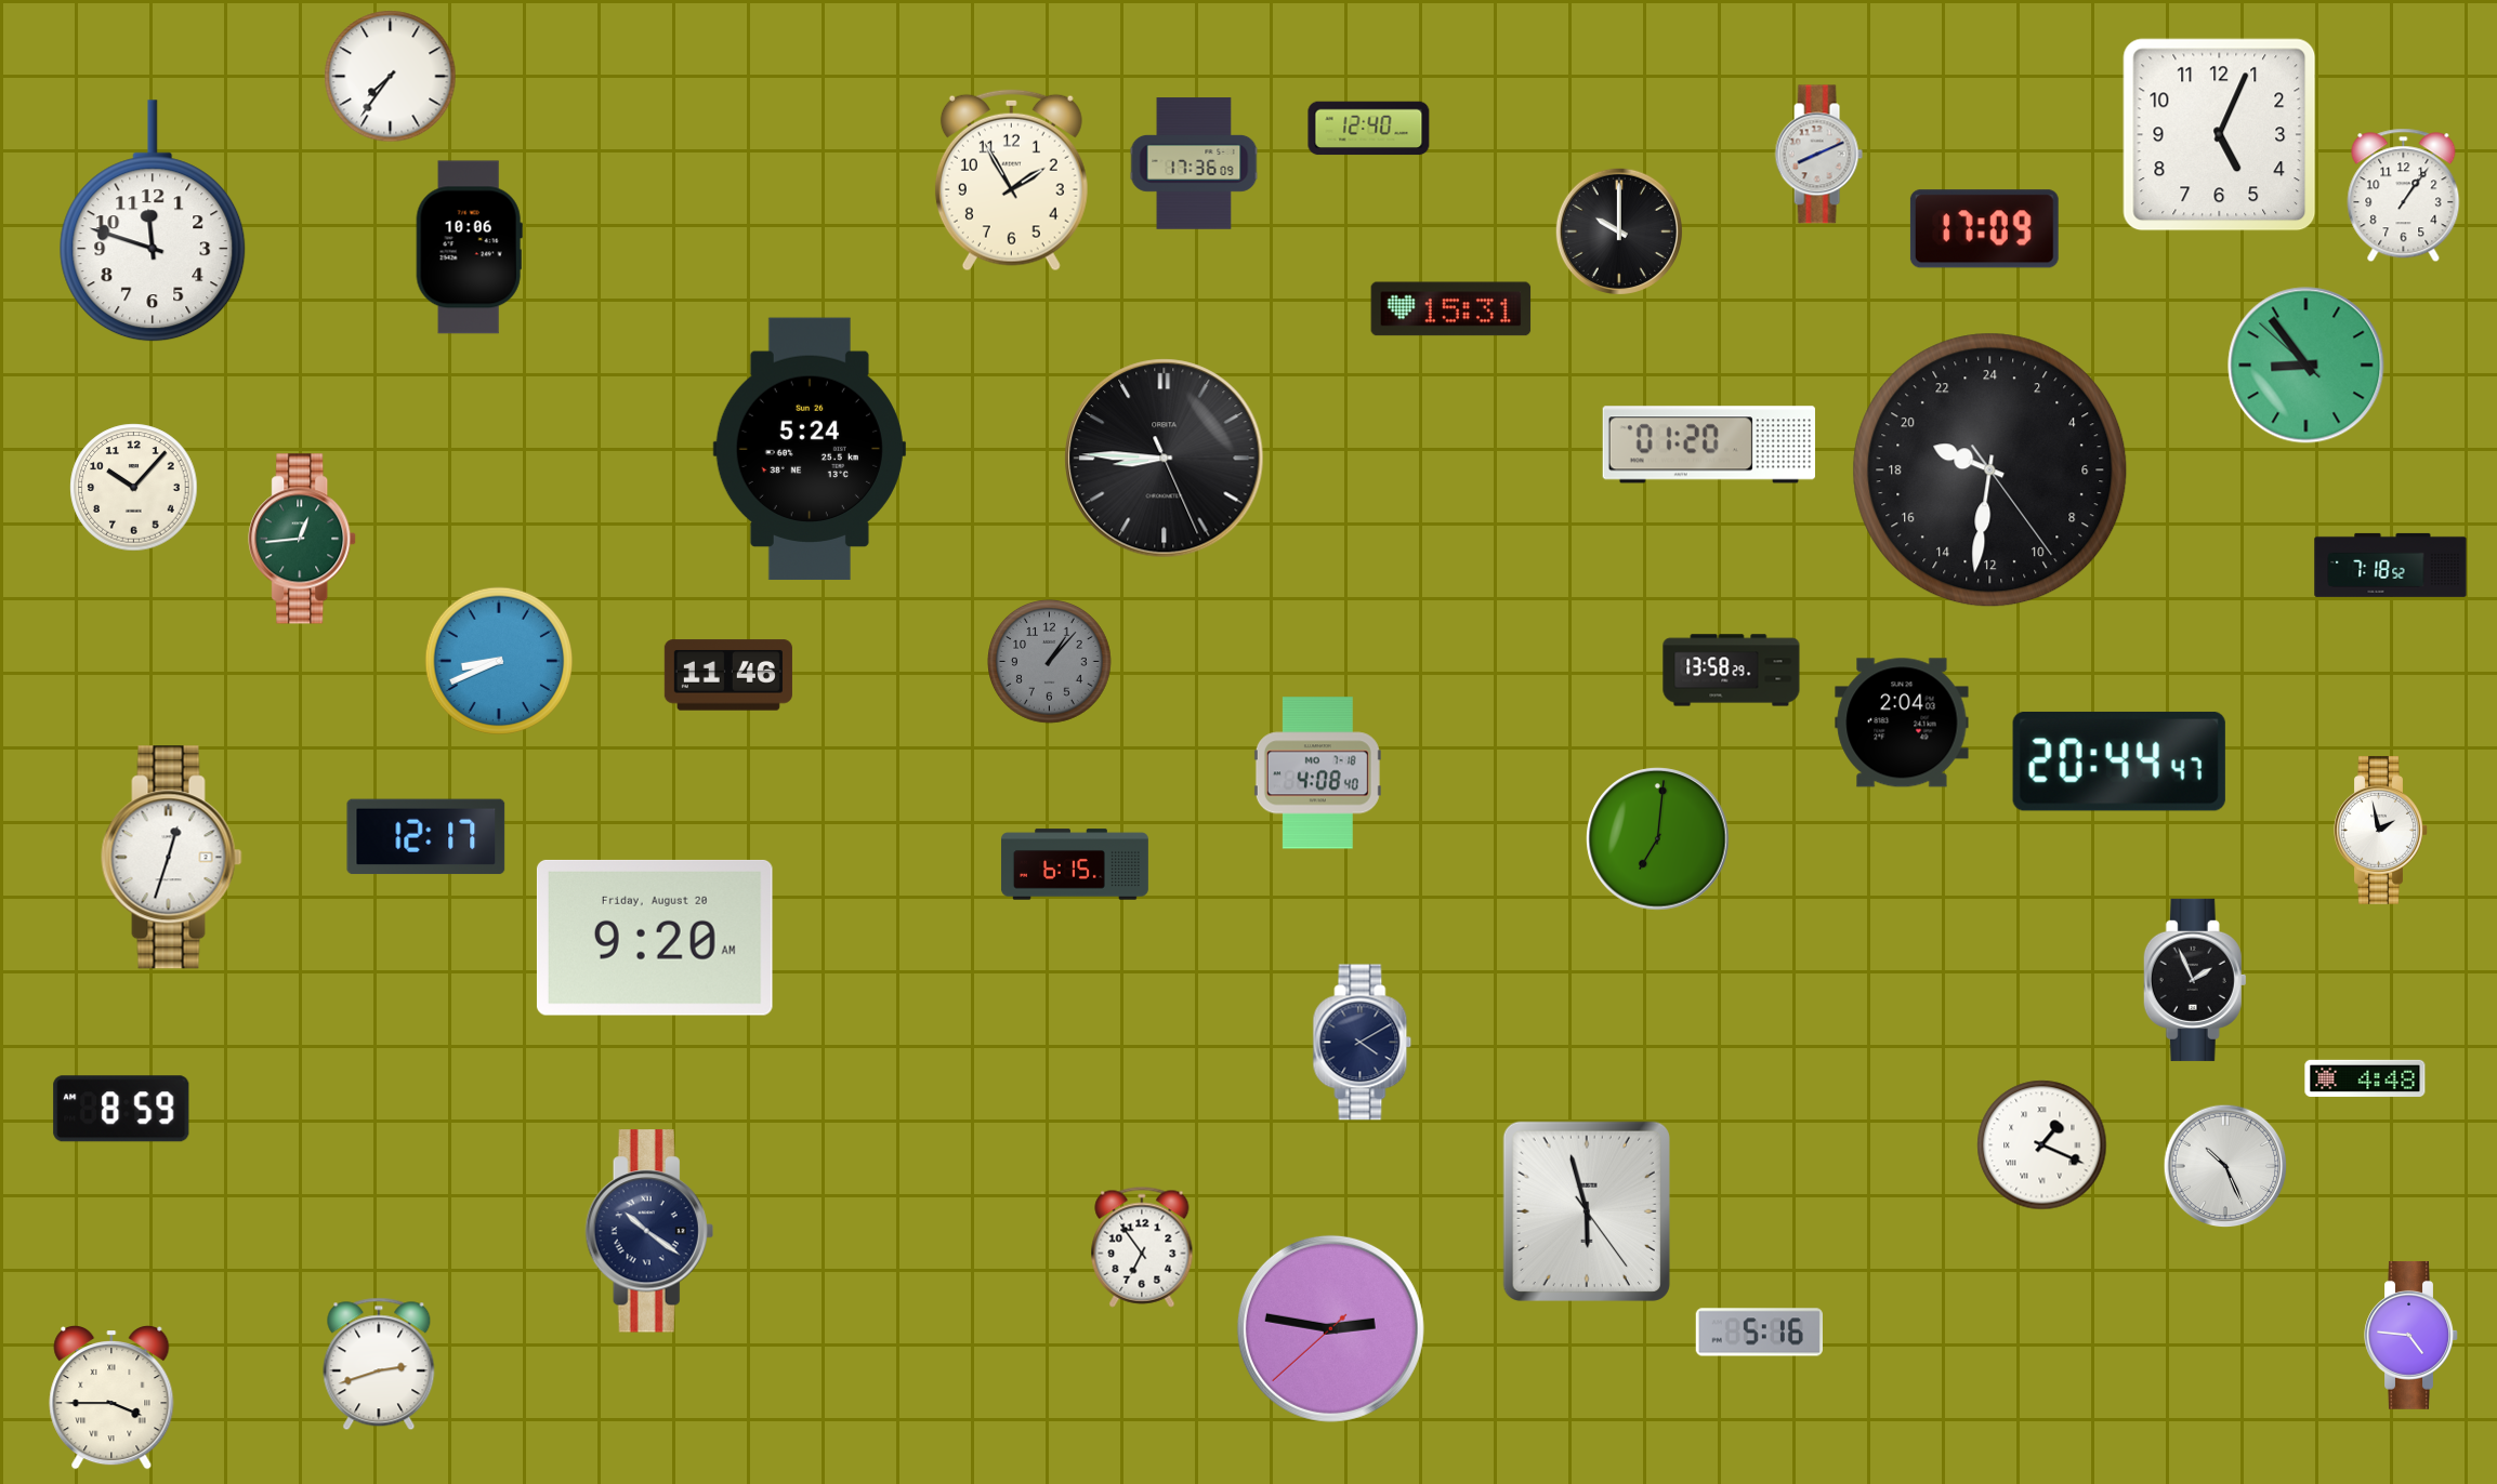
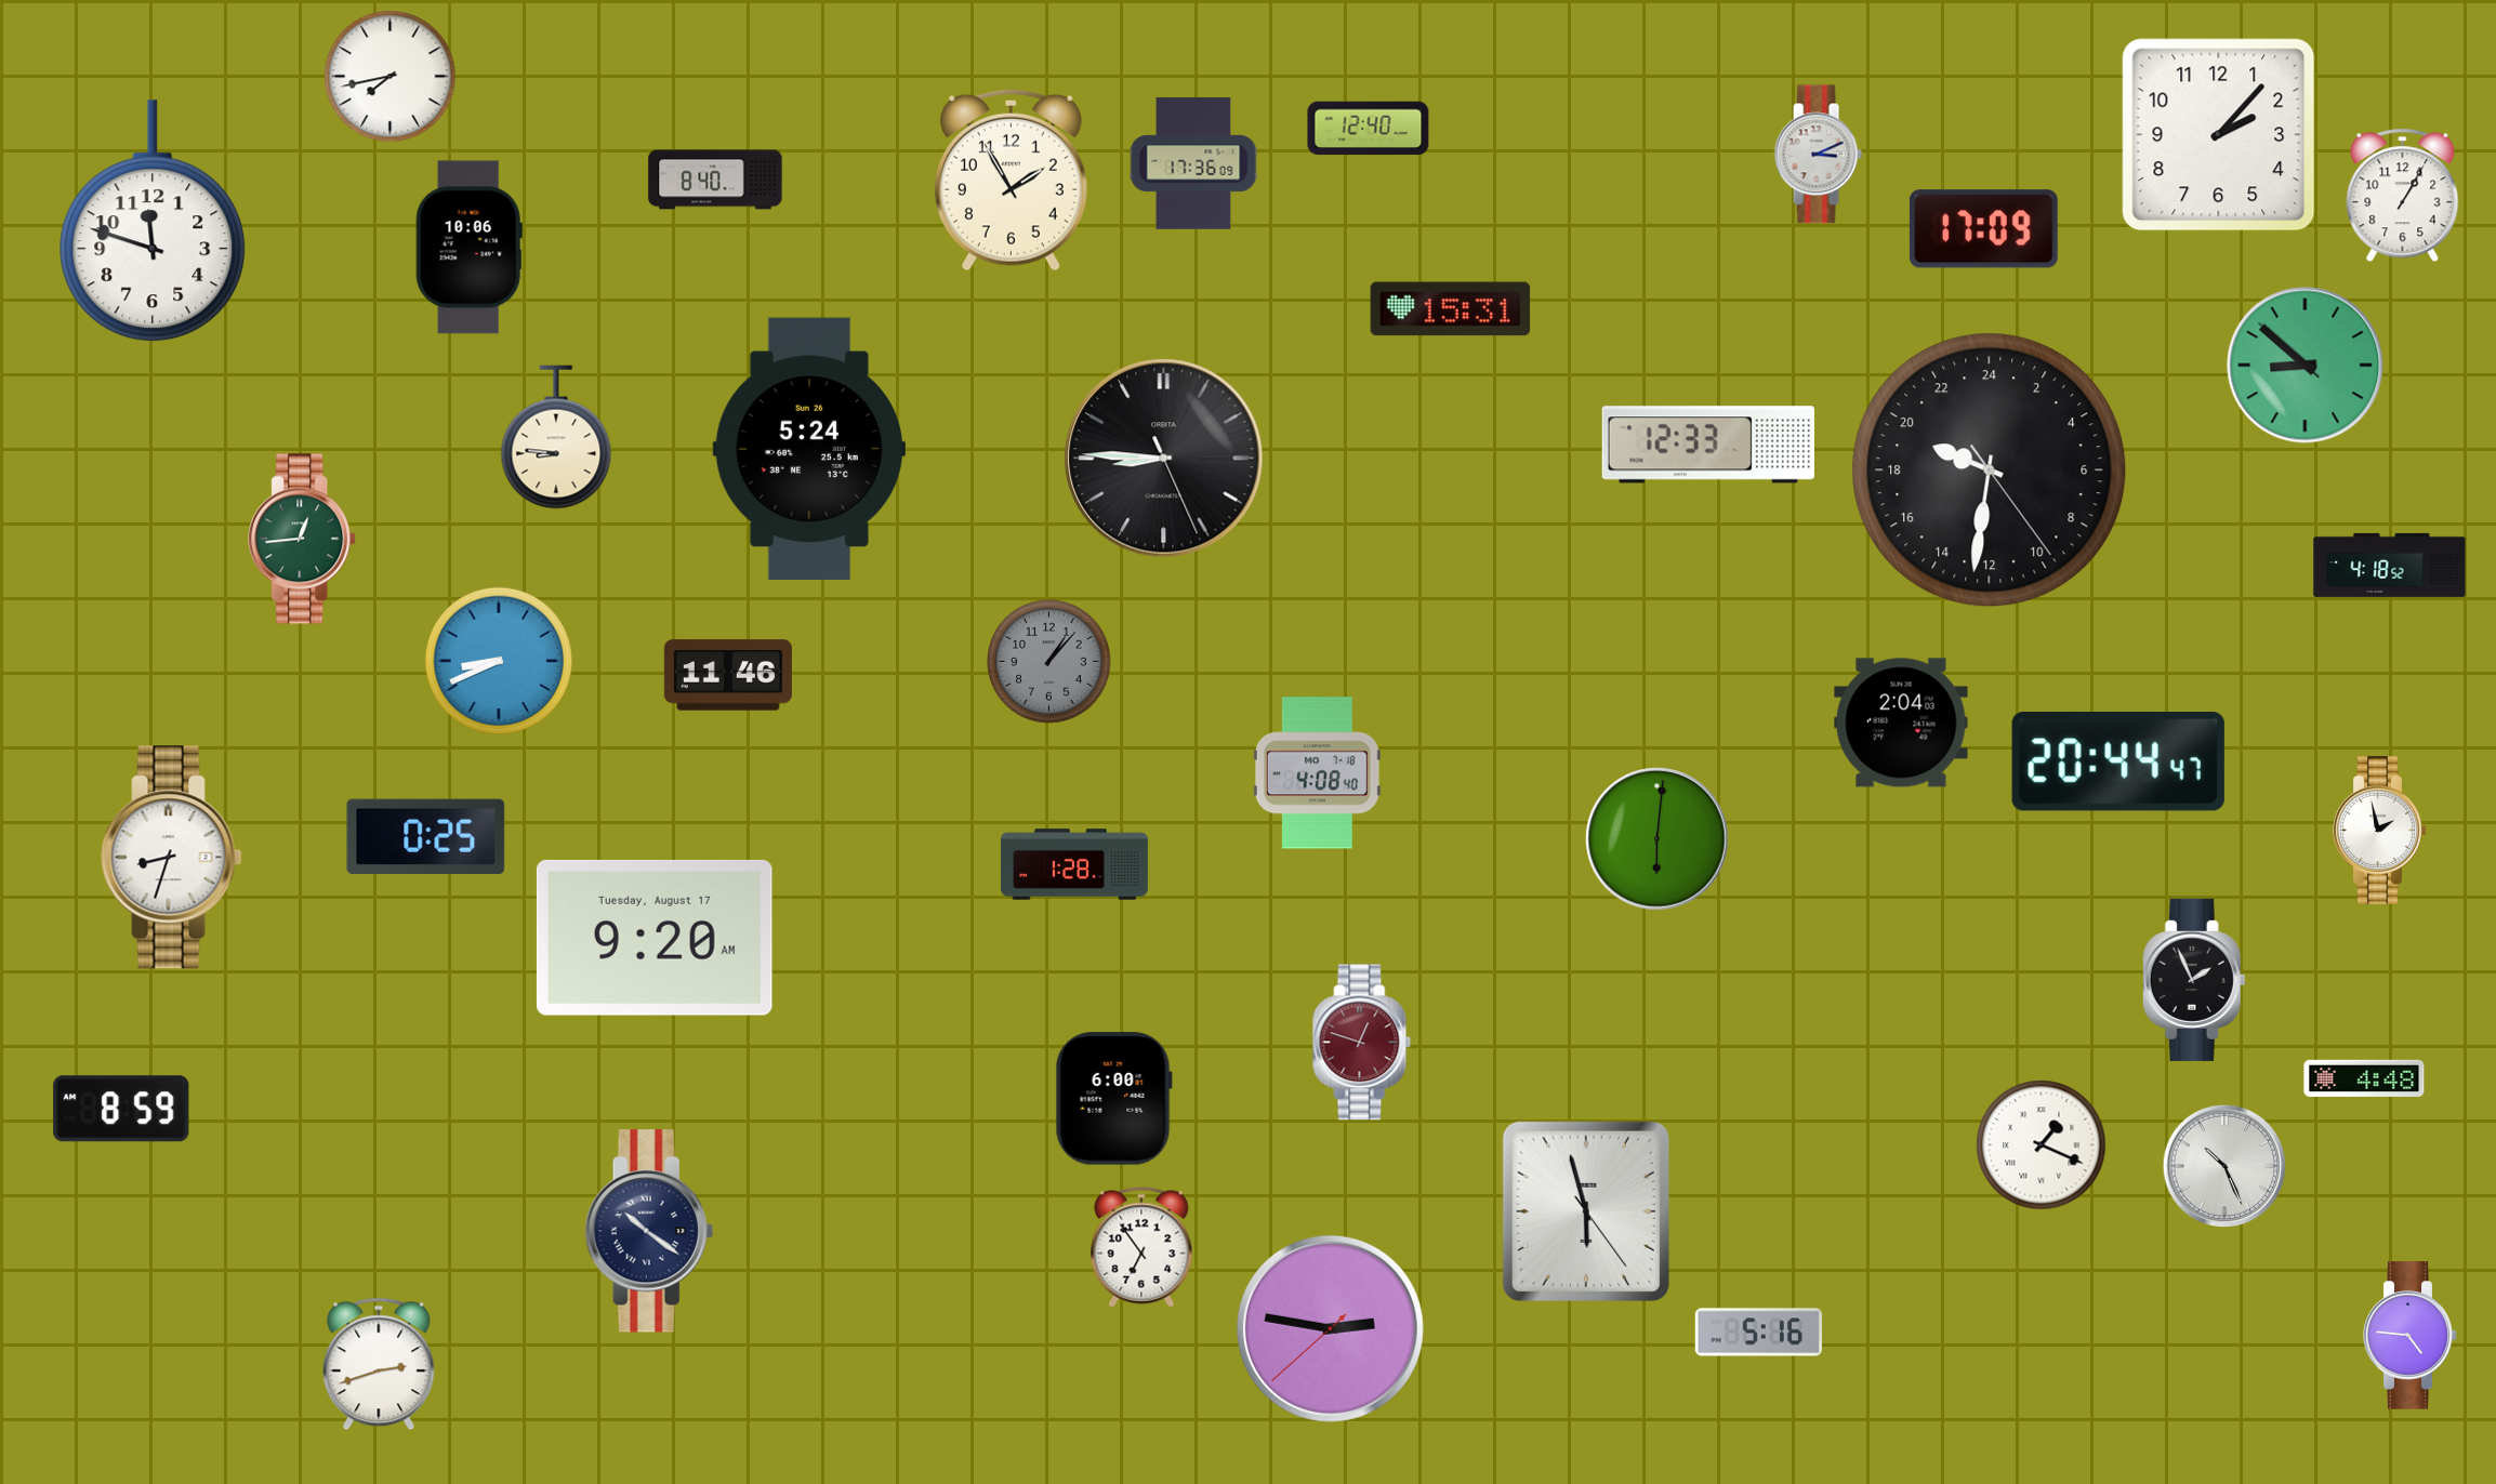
clock at (391, 77): 7:36 -> 7:43
clock at (2220, 135): 5:04 -> 2:07
clock at (1818, 155): 8:11 -> 3:11
clock at (715, 180): none -> 8:40
clock at (2404, 196): 1:06 -> 1:05
clock at (1619, 231): 10:00 -> none
clock at (2307, 366): 8:53 -> 8:51
clock at (556, 437): none -> 8:46
clock at (1709, 445): 01:20 -> 12:33
clock at (134, 488): 10:07 -> none
clock at (2391, 565): 7:18 -> 4:18
clock at (1732, 671): 13:58 -> none
clock at (426, 837): 12:17 -> 0:25
clock at (1658, 839): 7:01 -> 6:01
clock at (172, 858): 12:33 -> 8:33
clock at (1075, 864): 6:15 -> 1:28
clock at (655, 938) date: Friday, August 20 -> Tuesday, August 17
clock at (1363, 1043): 4:10 -> 12:48
clock at (1363, 1043) dial: navy -> burgundy
clock at (1113, 1099): none -> 6:00
clock at (111, 1397): 3:45 -> none
